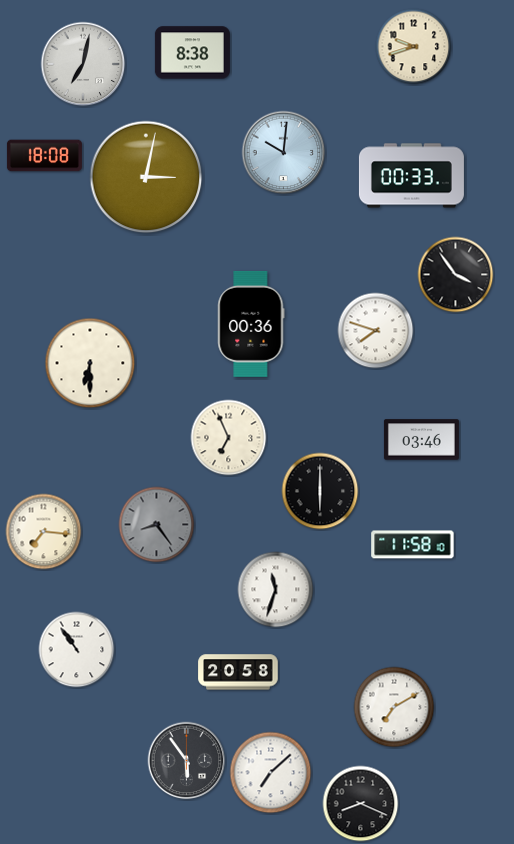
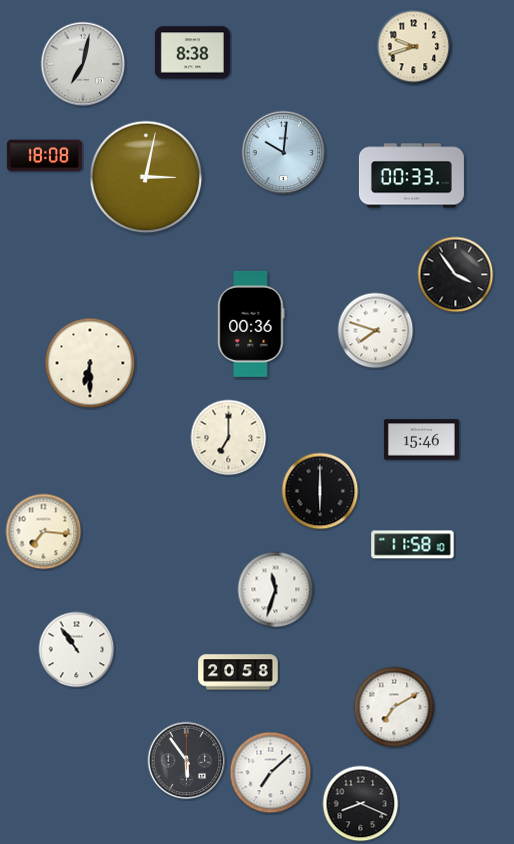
clock at (229, 438): 6:56 -> 7:00
clock at (421, 440): 03:46 -> 15:46
clock at (157, 525): 8:24 -> none
